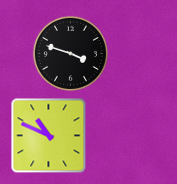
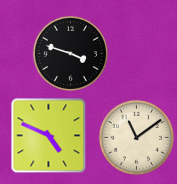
clock at (49, 136): 10:49 -> 4:49
clock at (136, 137): none -> 11:09
